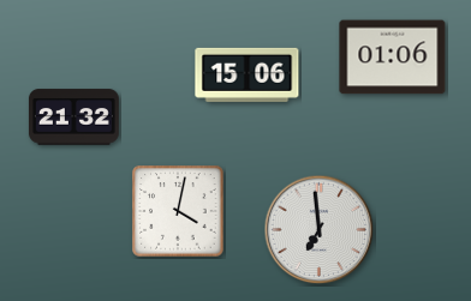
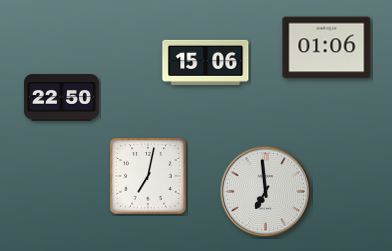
clock at (73, 118): 21:32 -> 22:50
clock at (178, 211): 4:02 -> 7:02
